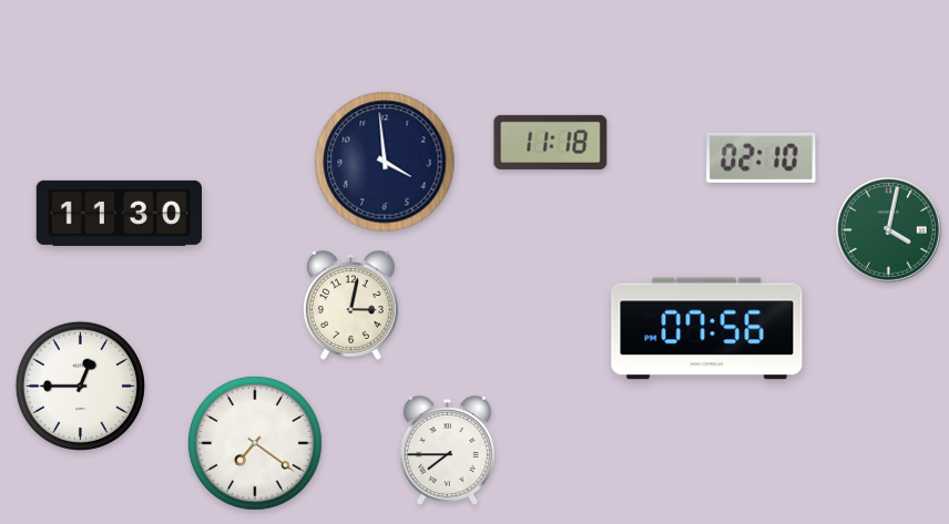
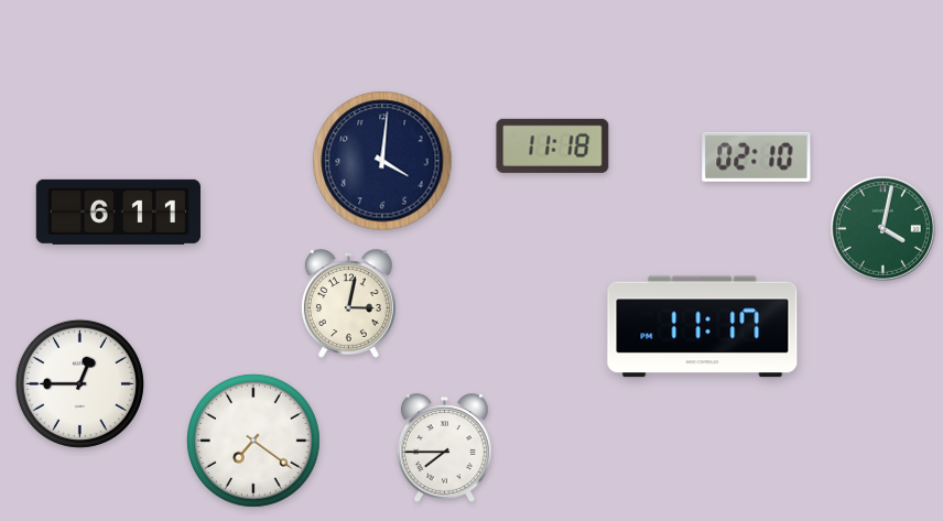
clock at (551, 142) position: (551, 142) -> (553, 145)
clock at (385, 162): 3:59 -> 4:01
clock at (119, 213): 11:30 -> 6:11
clock at (707, 329): 07:56 -> 11:17
